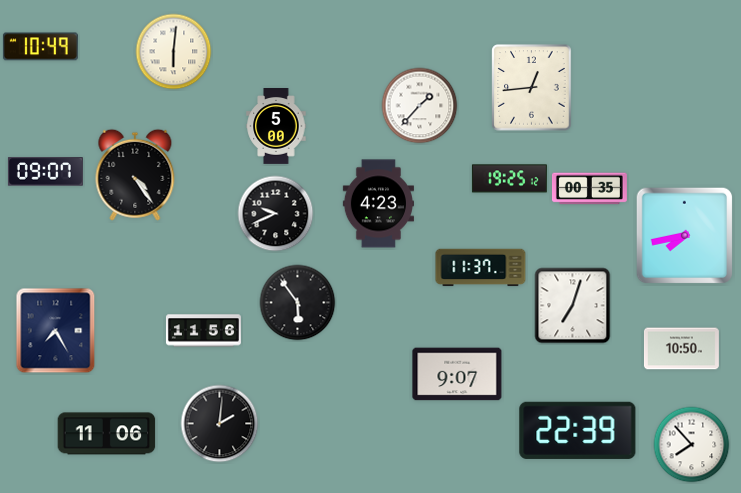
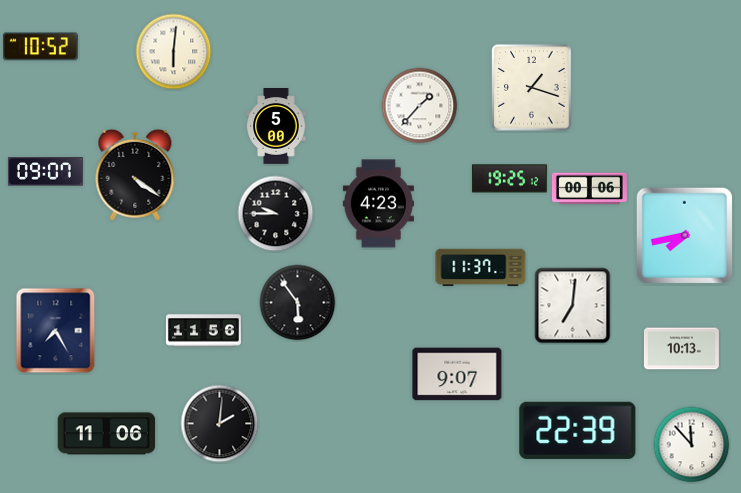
clock at (40, 47): 10:49 -> 10:52
clock at (532, 88): 12:44 -> 1:18
clock at (135, 175): 4:24 -> 4:21
clock at (589, 189): 00:35 -> 00:06
clock at (276, 214): 9:41 -> 9:45
clock at (573, 306): 7:03 -> 7:01
clock at (681, 349): 10:50 -> 10:13
clock at (692, 445): 7:53 -> 11:53
